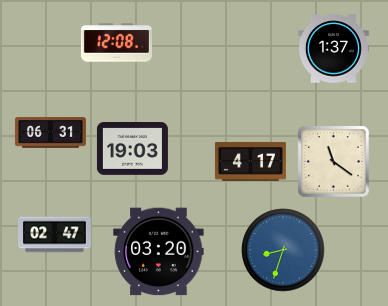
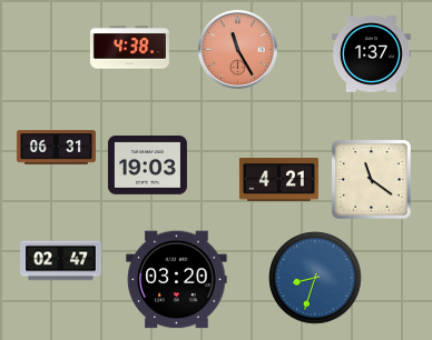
clock at (116, 43): 12:08 -> 4:38
clock at (237, 49): none -> 11:25
clock at (250, 162): 4:17 -> 4:21
